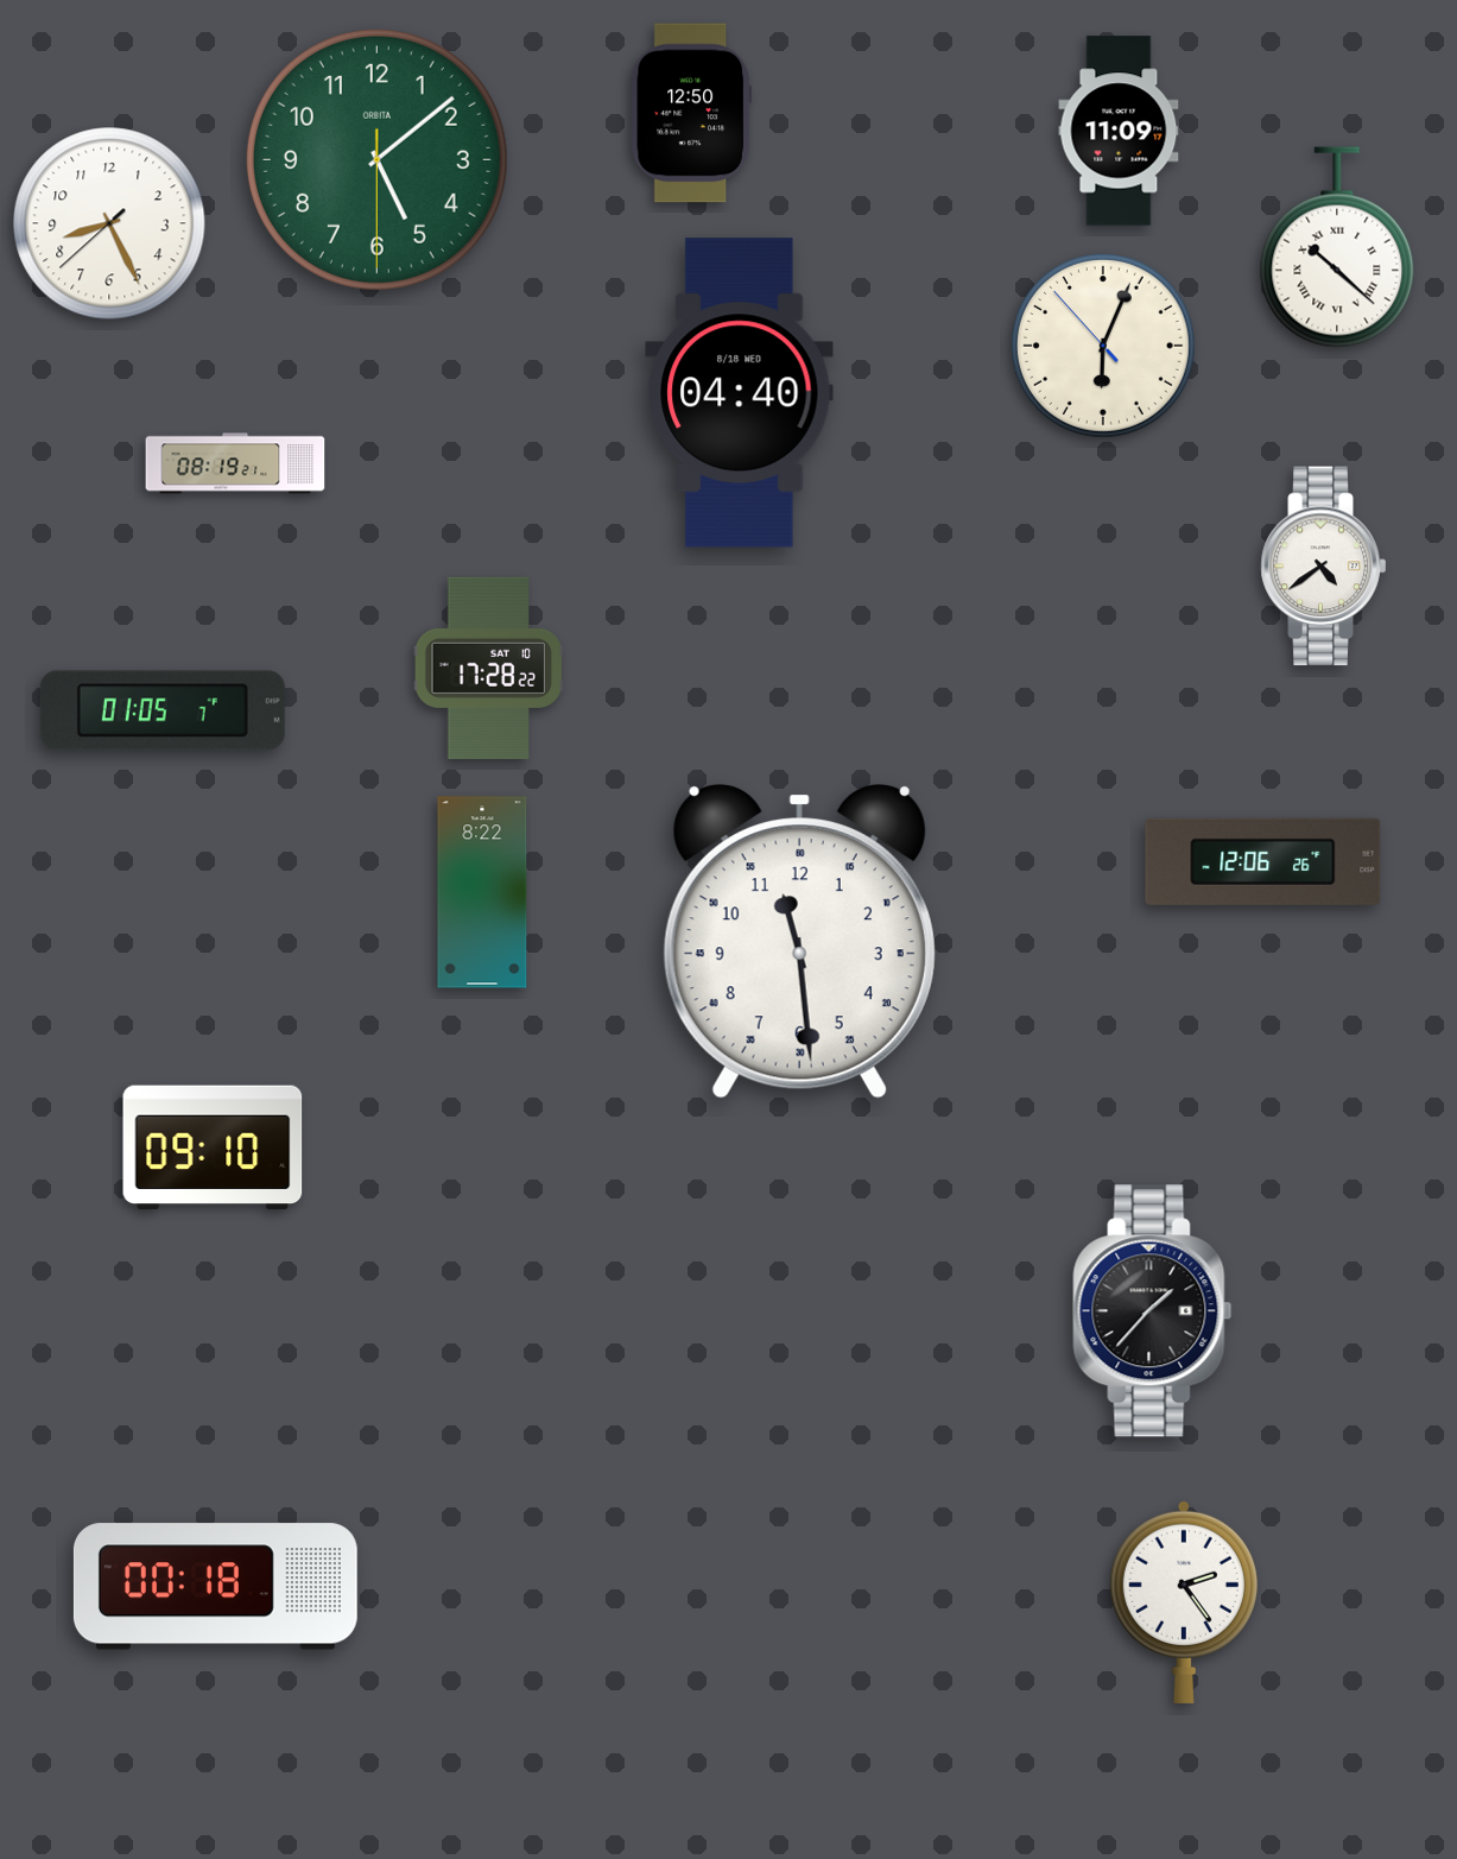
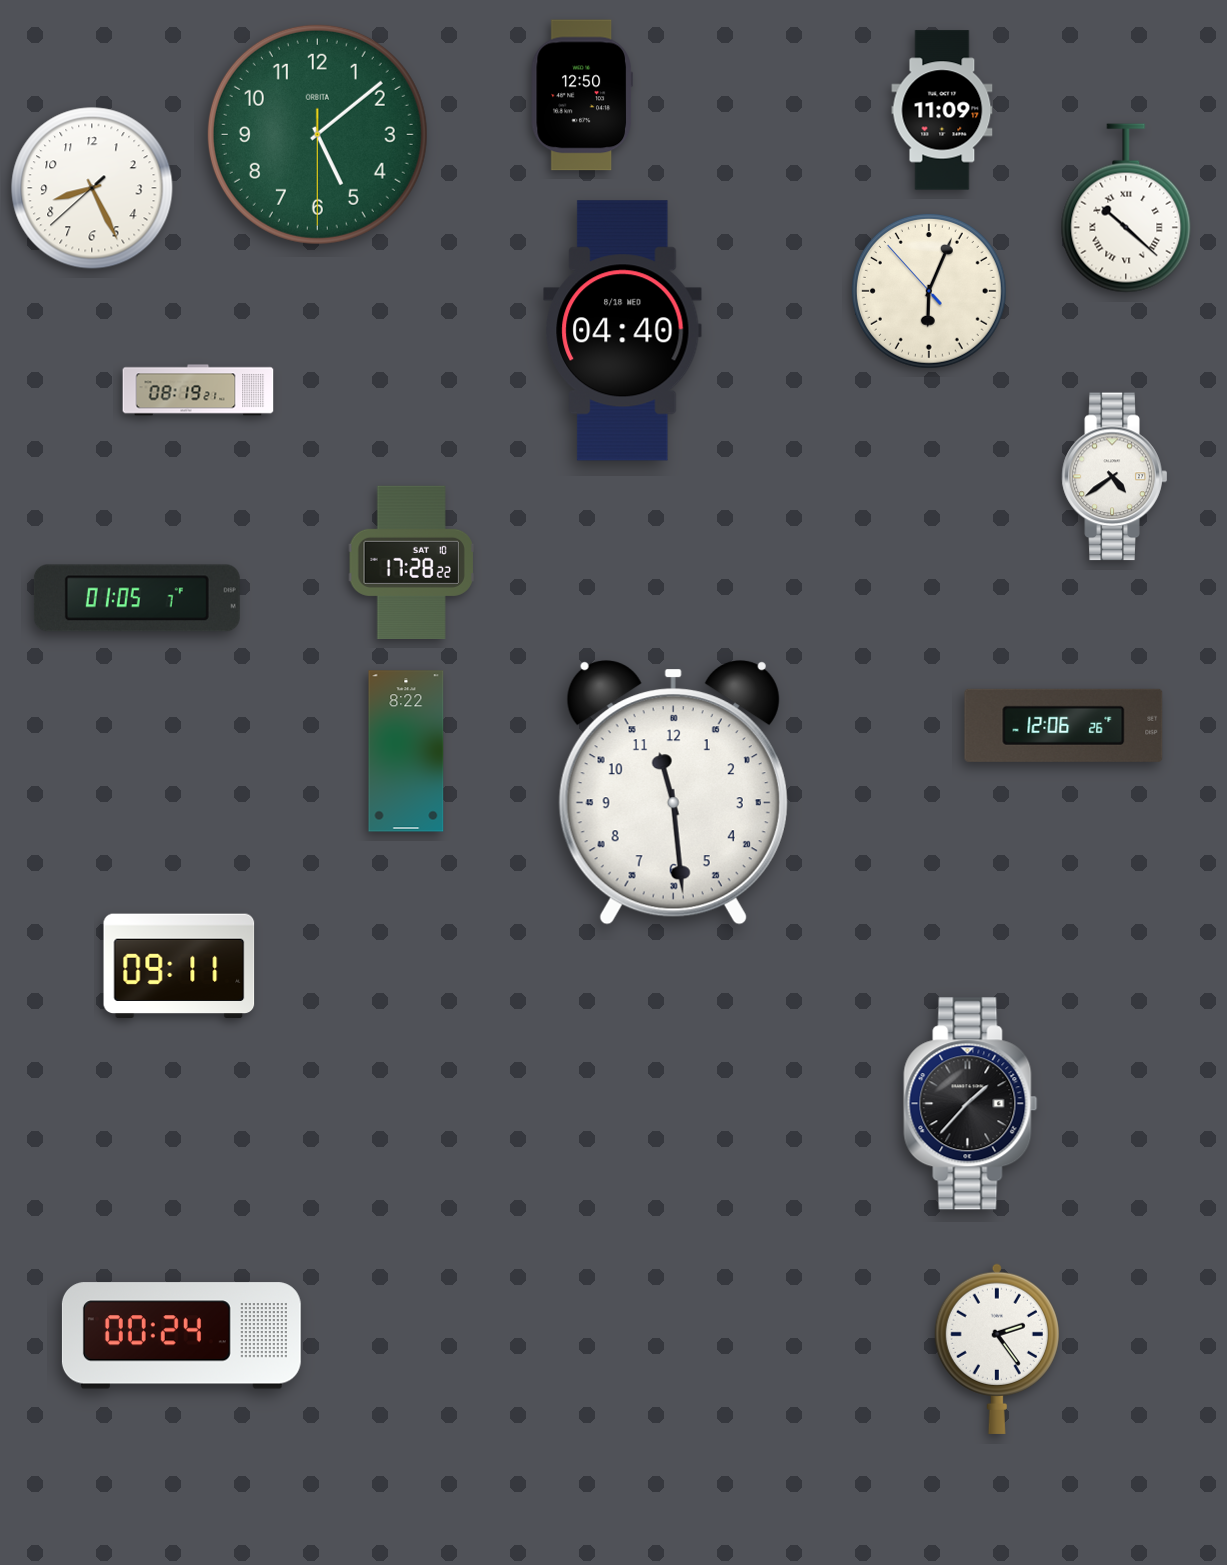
clock at (213, 1147): 09:10 -> 09:11
clock at (215, 1587): 00:18 -> 00:24
